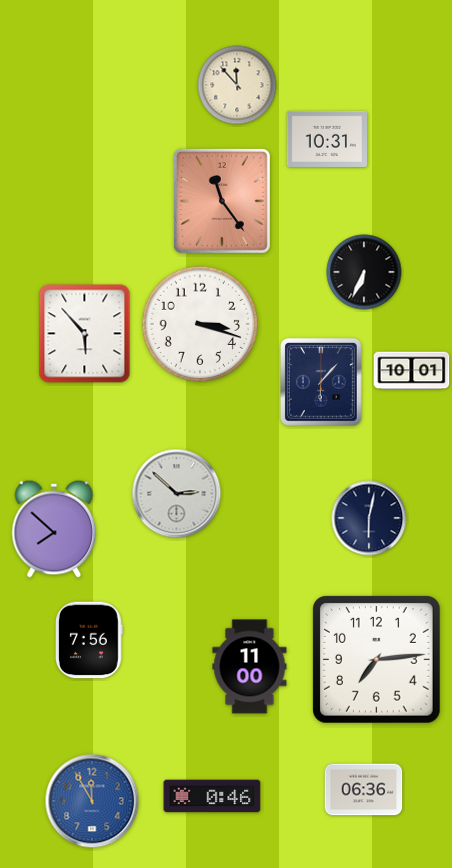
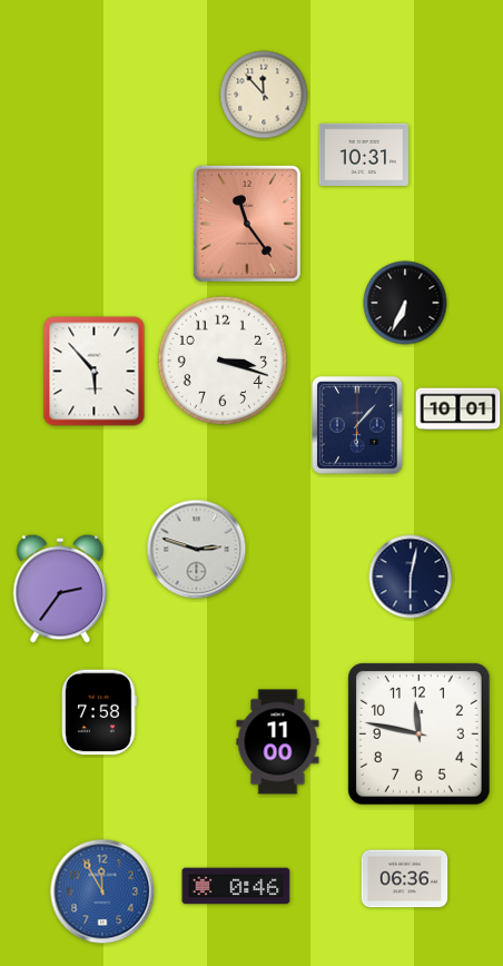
clock at (412, 371) position: (412, 371) -> (458, 410)
clock at (177, 494): 2:52 -> 2:48
clock at (54, 529): 7:52 -> 2:36
clock at (90, 640): 7:56 -> 7:58
clock at (377, 660): 7:14 -> 11:47
